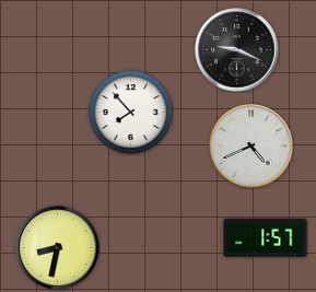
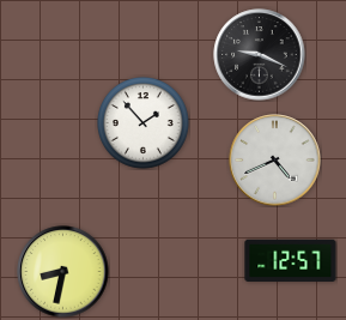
clock at (131, 113): 7:53 -> 1:53
clock at (266, 237): 1:57 -> 12:57
